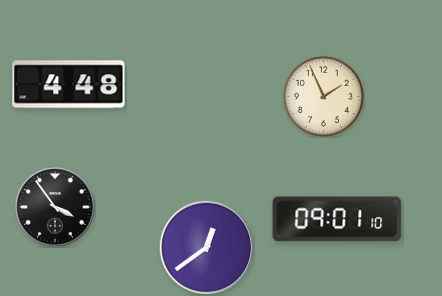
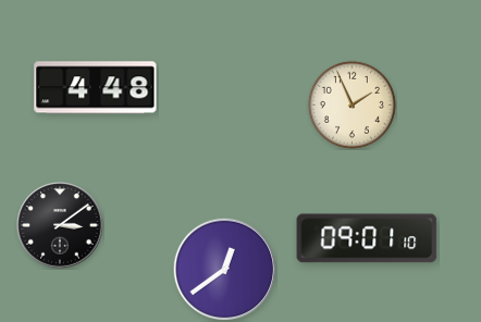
clock at (69, 85) position: (69, 85) -> (96, 88)
clock at (55, 207): 3:54 -> 3:09
